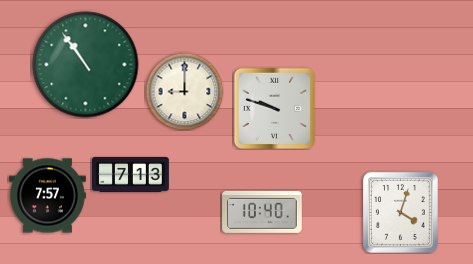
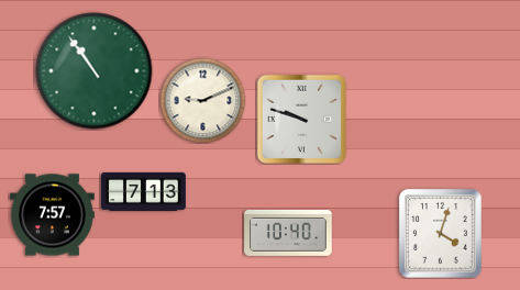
clock at (184, 91): 9:00 -> 9:11
